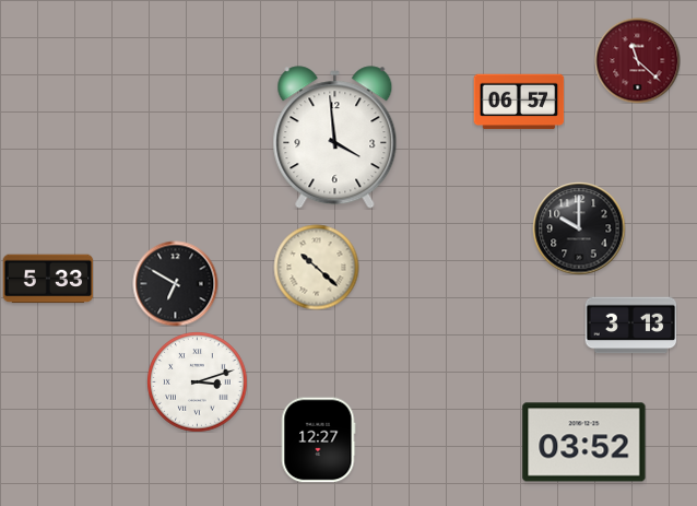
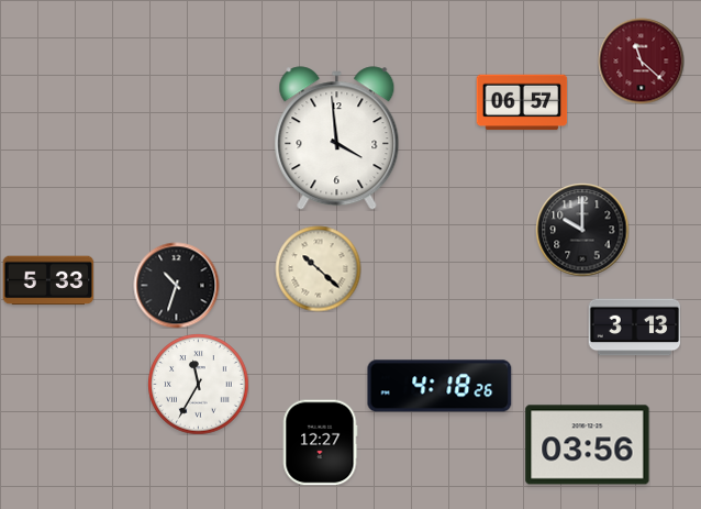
clock at (175, 283): 6:50 -> 10:33
clock at (197, 381): 3:12 -> 11:35
clock at (439, 386): none -> 4:18
clock at (584, 443): 03:52 -> 03:56
